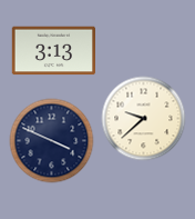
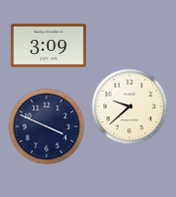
clock at (53, 51): 3:13 -> 3:09
